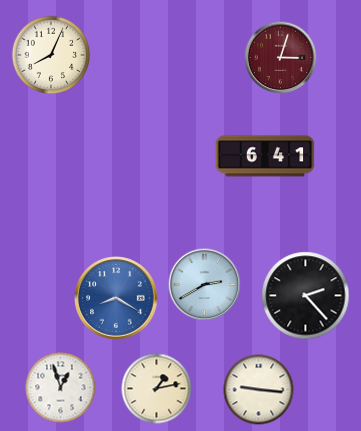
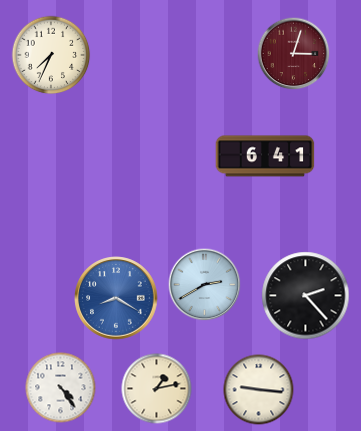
clock at (51, 55): 8:04 -> 7:34
clock at (281, 58) position: (281, 58) -> (294, 54)
clock at (61, 388): 12:57 -> 4:24
